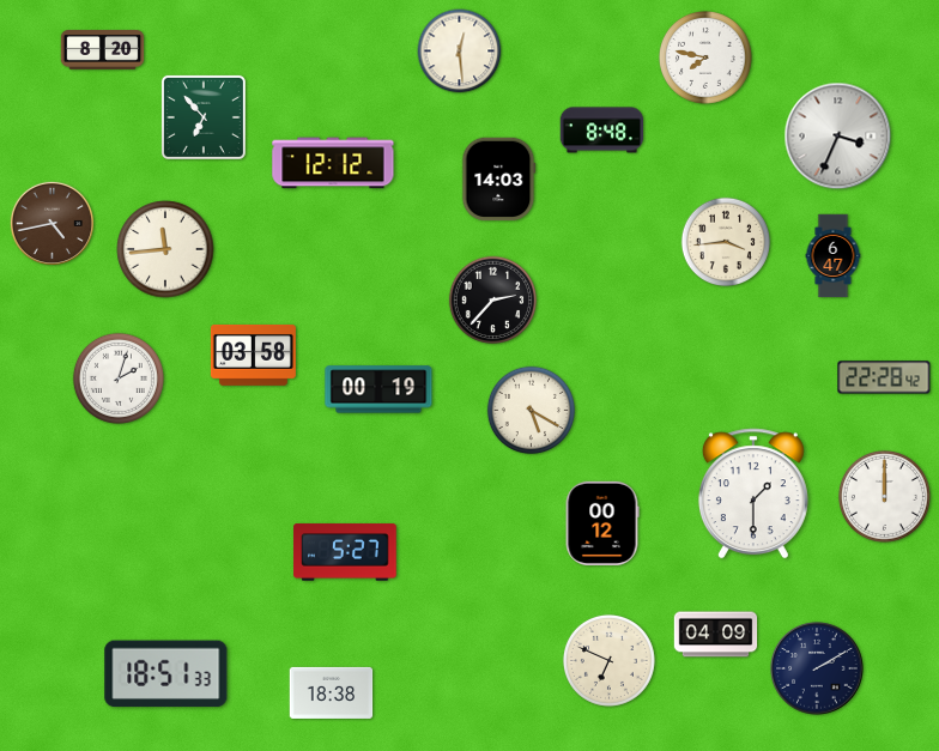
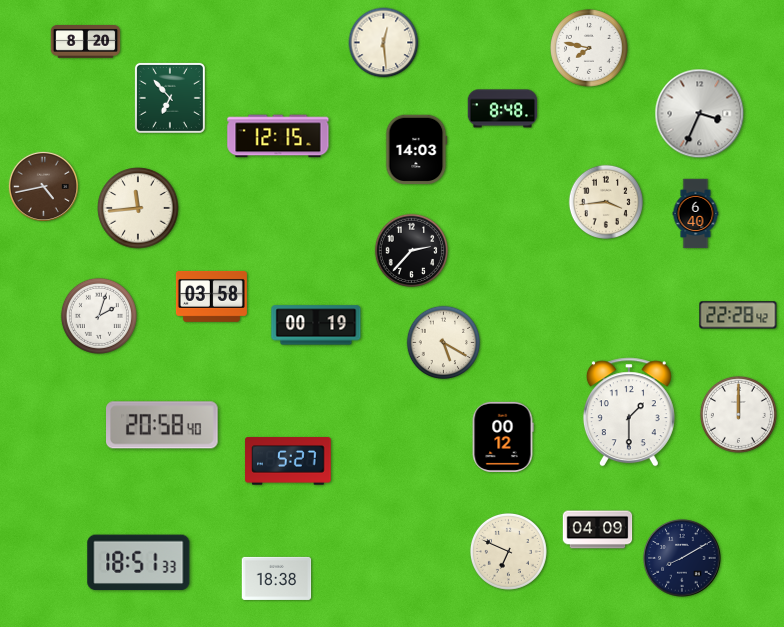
clock at (333, 163): 12:12 -> 12:15
clock at (834, 256): 6:47 -> 6:40
clock at (163, 425): none -> 20:58
clock at (817, 668): 2:10 -> 8:10
